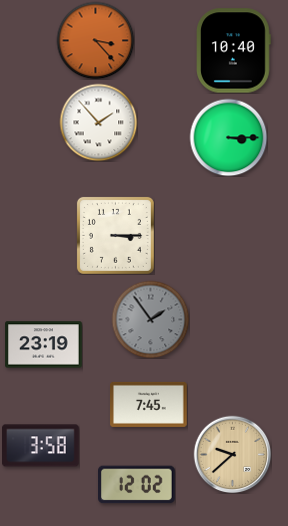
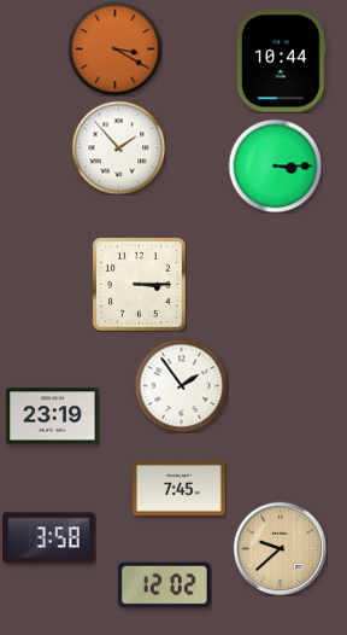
clock at (95, 40): 3:23 -> 3:20
clock at (234, 51): 10:40 -> 10:44
clock at (150, 319) dial: grey -> white
